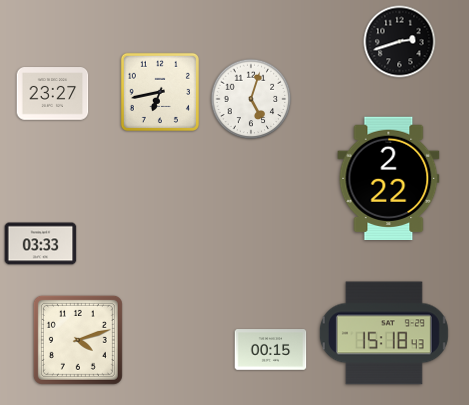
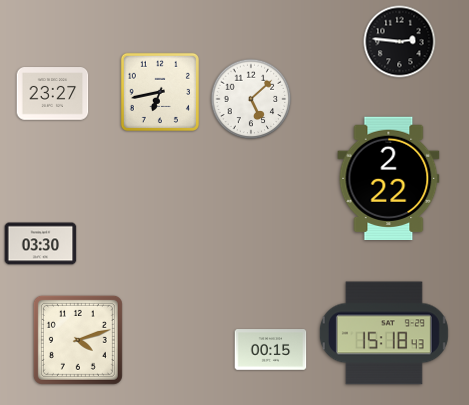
clock at (400, 42): 2:42 -> 2:46
clock at (251, 99): 5:03 -> 5:08
clock at (41, 244): 03:33 -> 03:30
